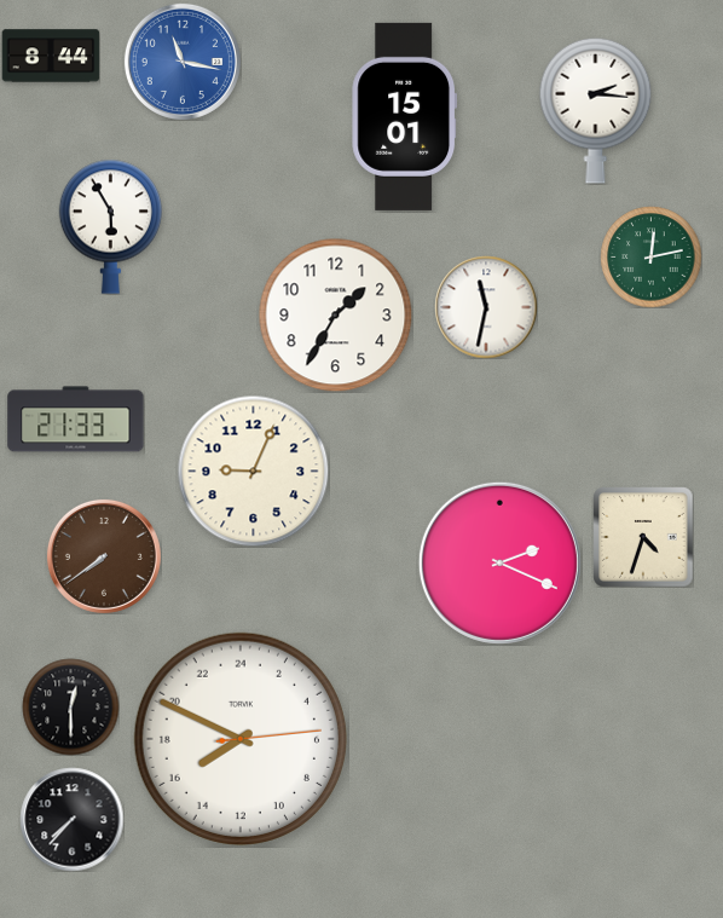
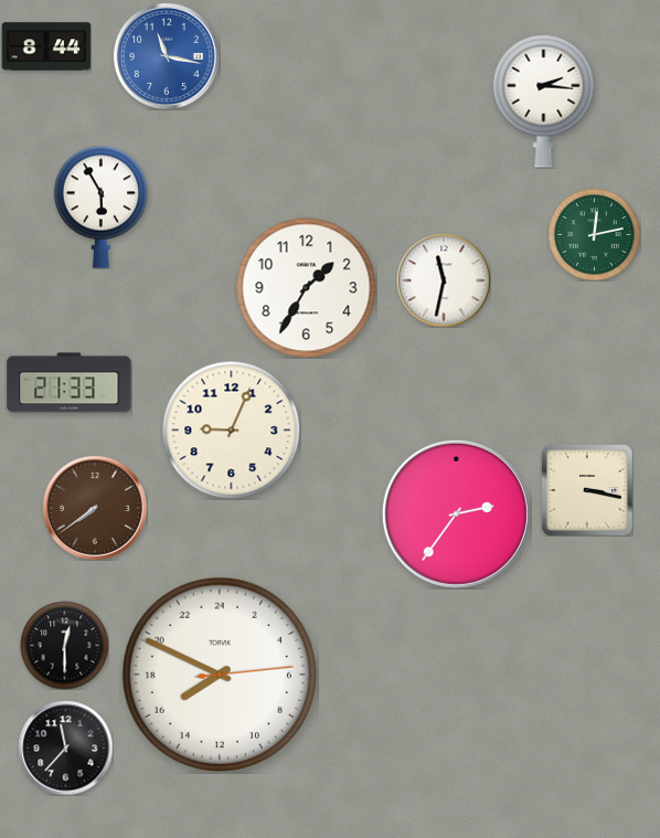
clock at (51, 56) position: (51, 56) -> (46, 46)
clock at (405, 116): 15:01 -> none
clock at (643, 537): 4:33 -> 3:17
clock at (499, 562): 2:19 -> 2:36
clock at (71, 819): 7:37 -> 11:37
